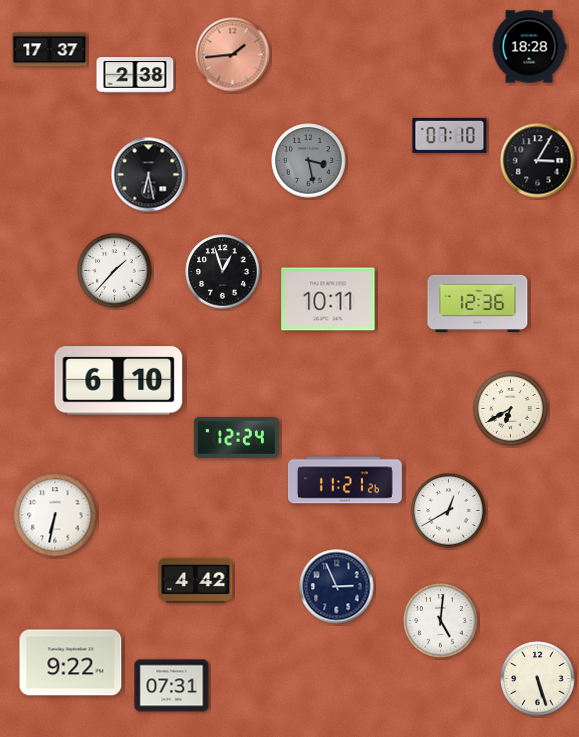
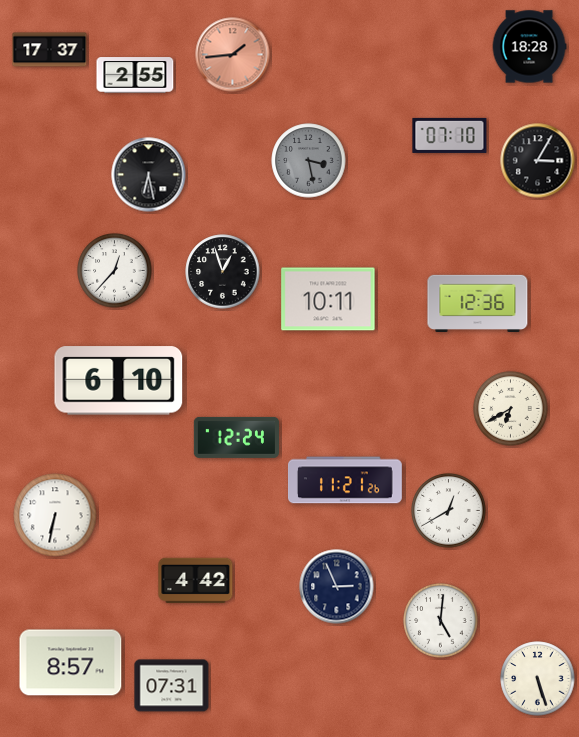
clock at (135, 75): 2:38 -> 2:55
clock at (115, 271): 1:37 -> 12:37
clock at (71, 663): 9:22 -> 8:57
